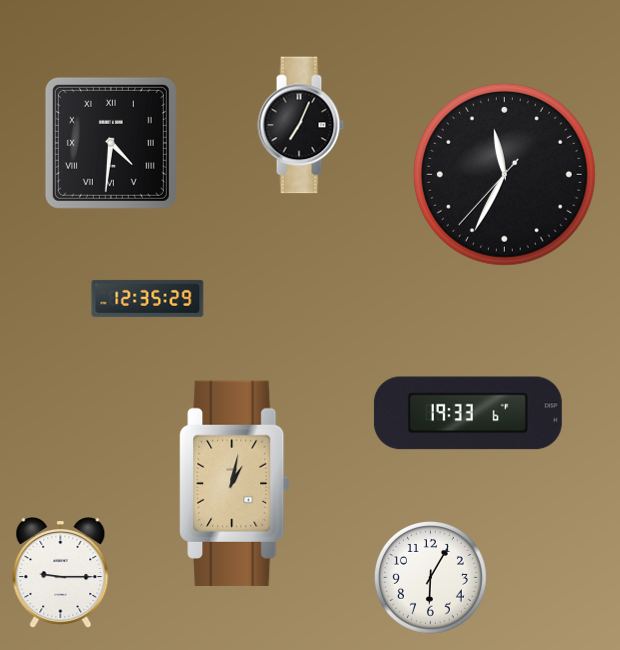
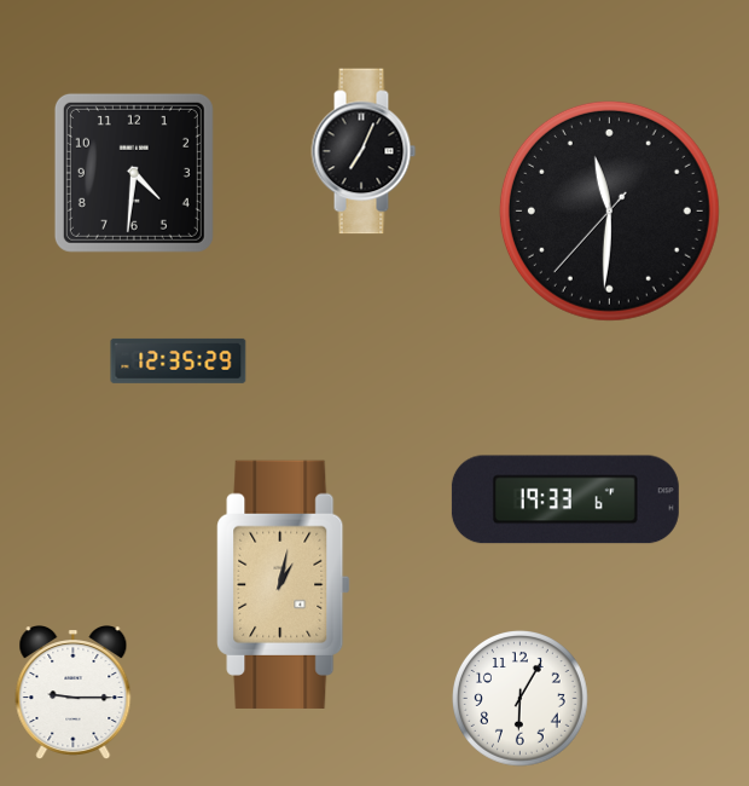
clock at (111, 143) numerals: Roman -> Arabic
clock at (504, 174): 11:34 -> 11:30
